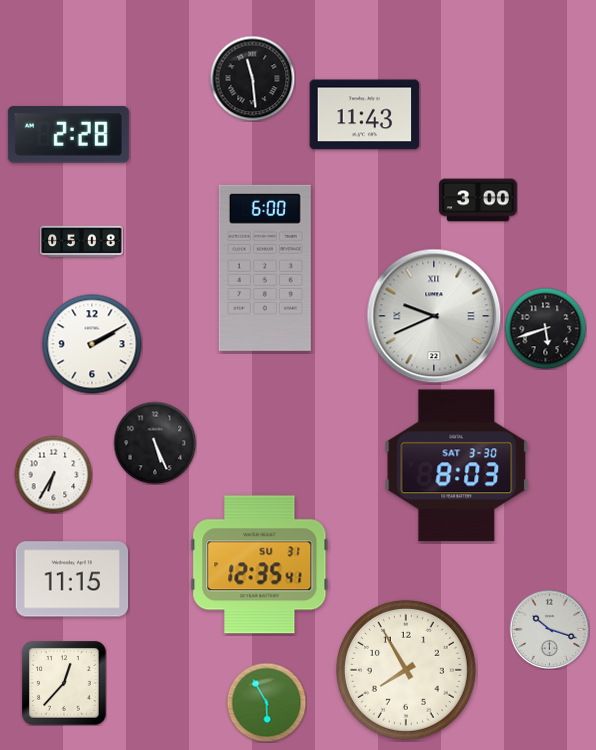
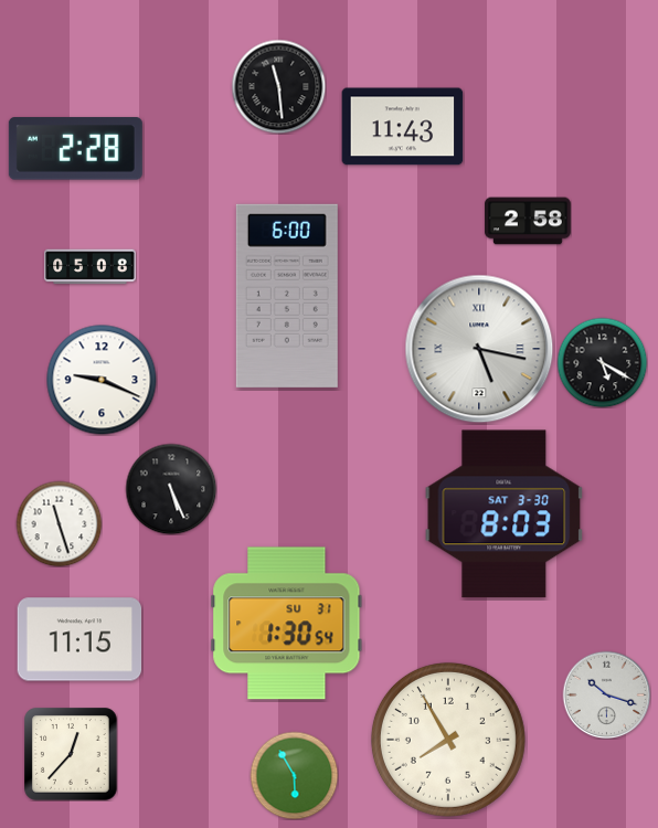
clock at (478, 200): 3:00 -> 2:58
clock at (265, 268) position: (265, 268) -> (287, 296)
clock at (434, 316): 9:41 -> 5:17
clock at (545, 328): 5:42 -> 5:20
clock at (92, 344): 2:10 -> 9:19
clock at (53, 474): 6:35 -> 11:27
clock at (260, 565): 12:35 -> 1:30
